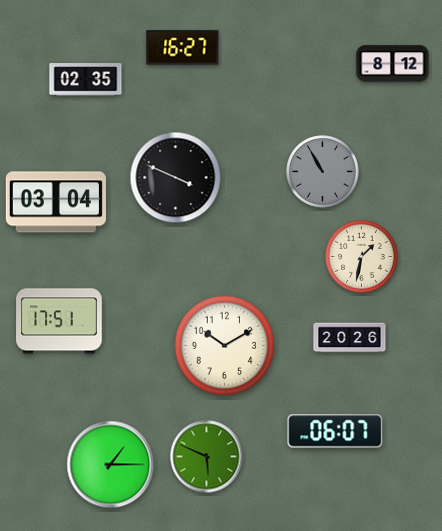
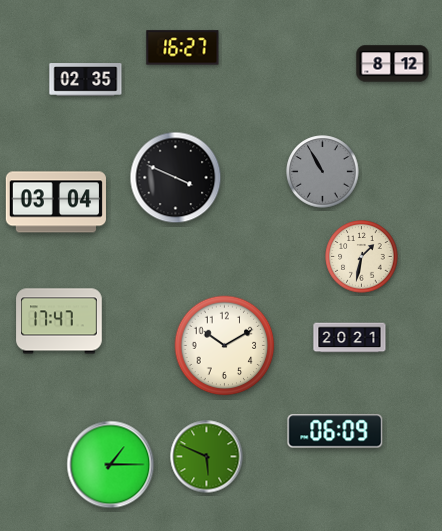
clock at (59, 321): 17:51 -> 17:47
clock at (350, 338): 20:26 -> 20:21
clock at (335, 431): 06:07 -> 06:09
